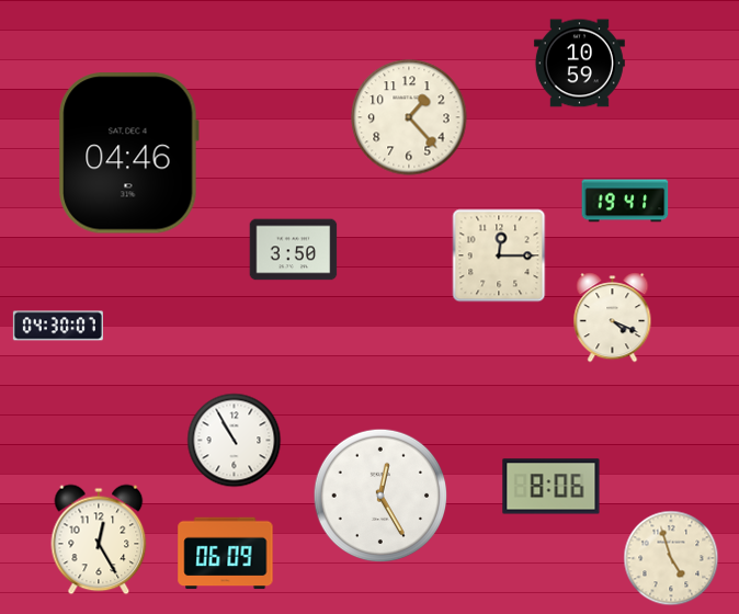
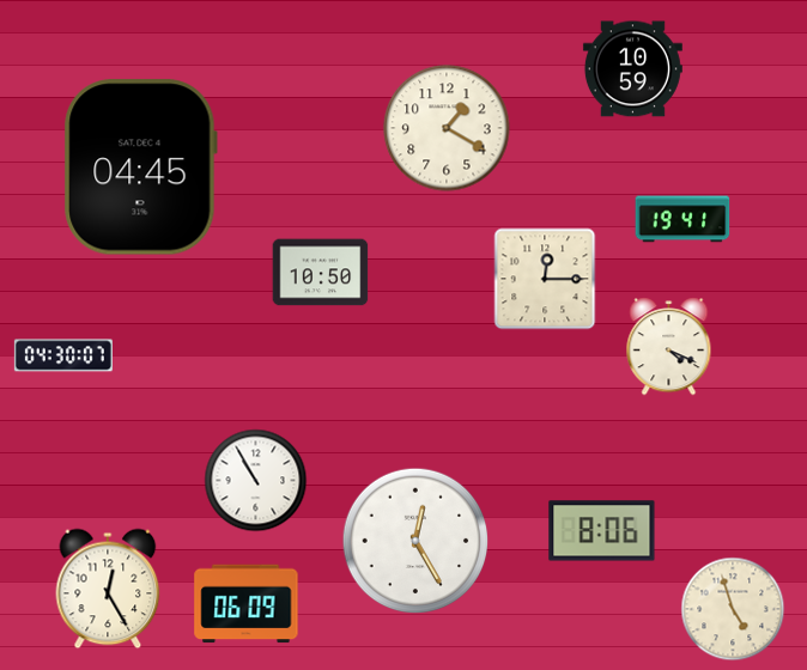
clock at (409, 117): 1:23 -> 1:20
clock at (128, 153): 04:46 -> 04:45
clock at (294, 250): 3:50 -> 10:50
